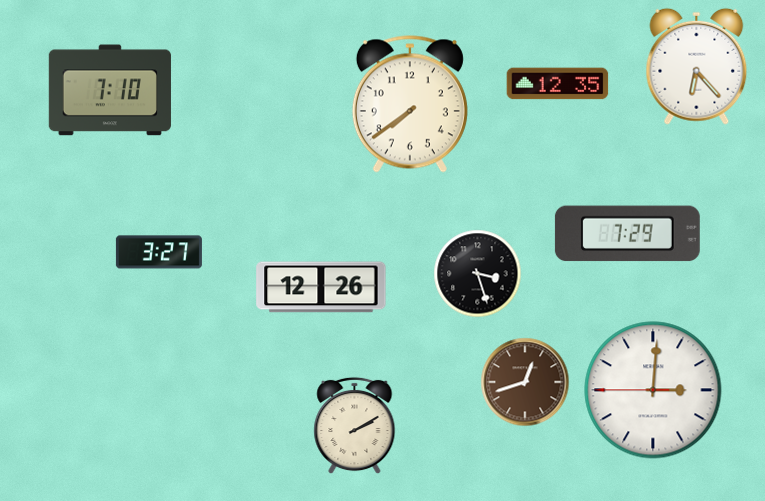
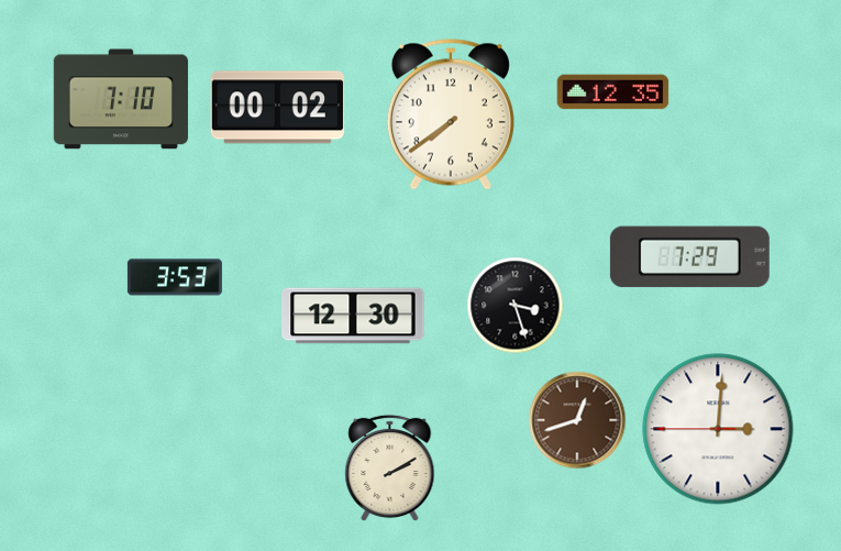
clock at (697, 66): 6:23 -> none
clock at (277, 108): none -> 00:02
clock at (159, 252): 3:27 -> 3:53
clock at (478, 274) position: (478, 274) -> (516, 306)
clock at (321, 287): 12:26 -> 12:30
